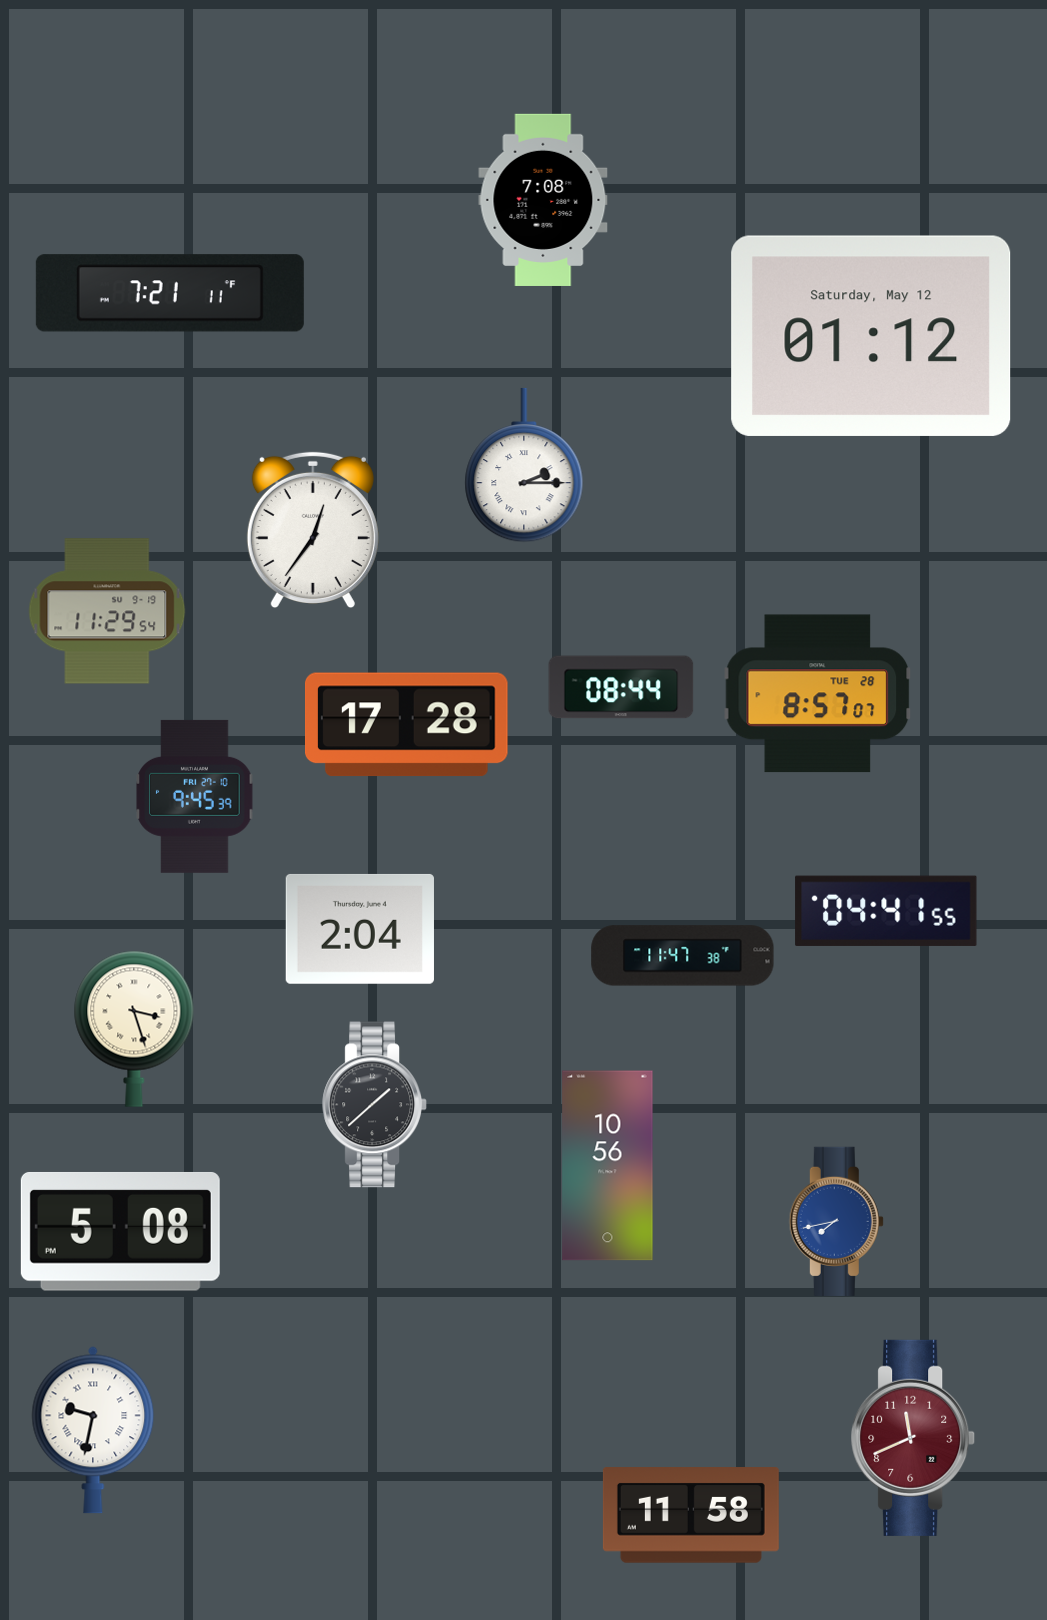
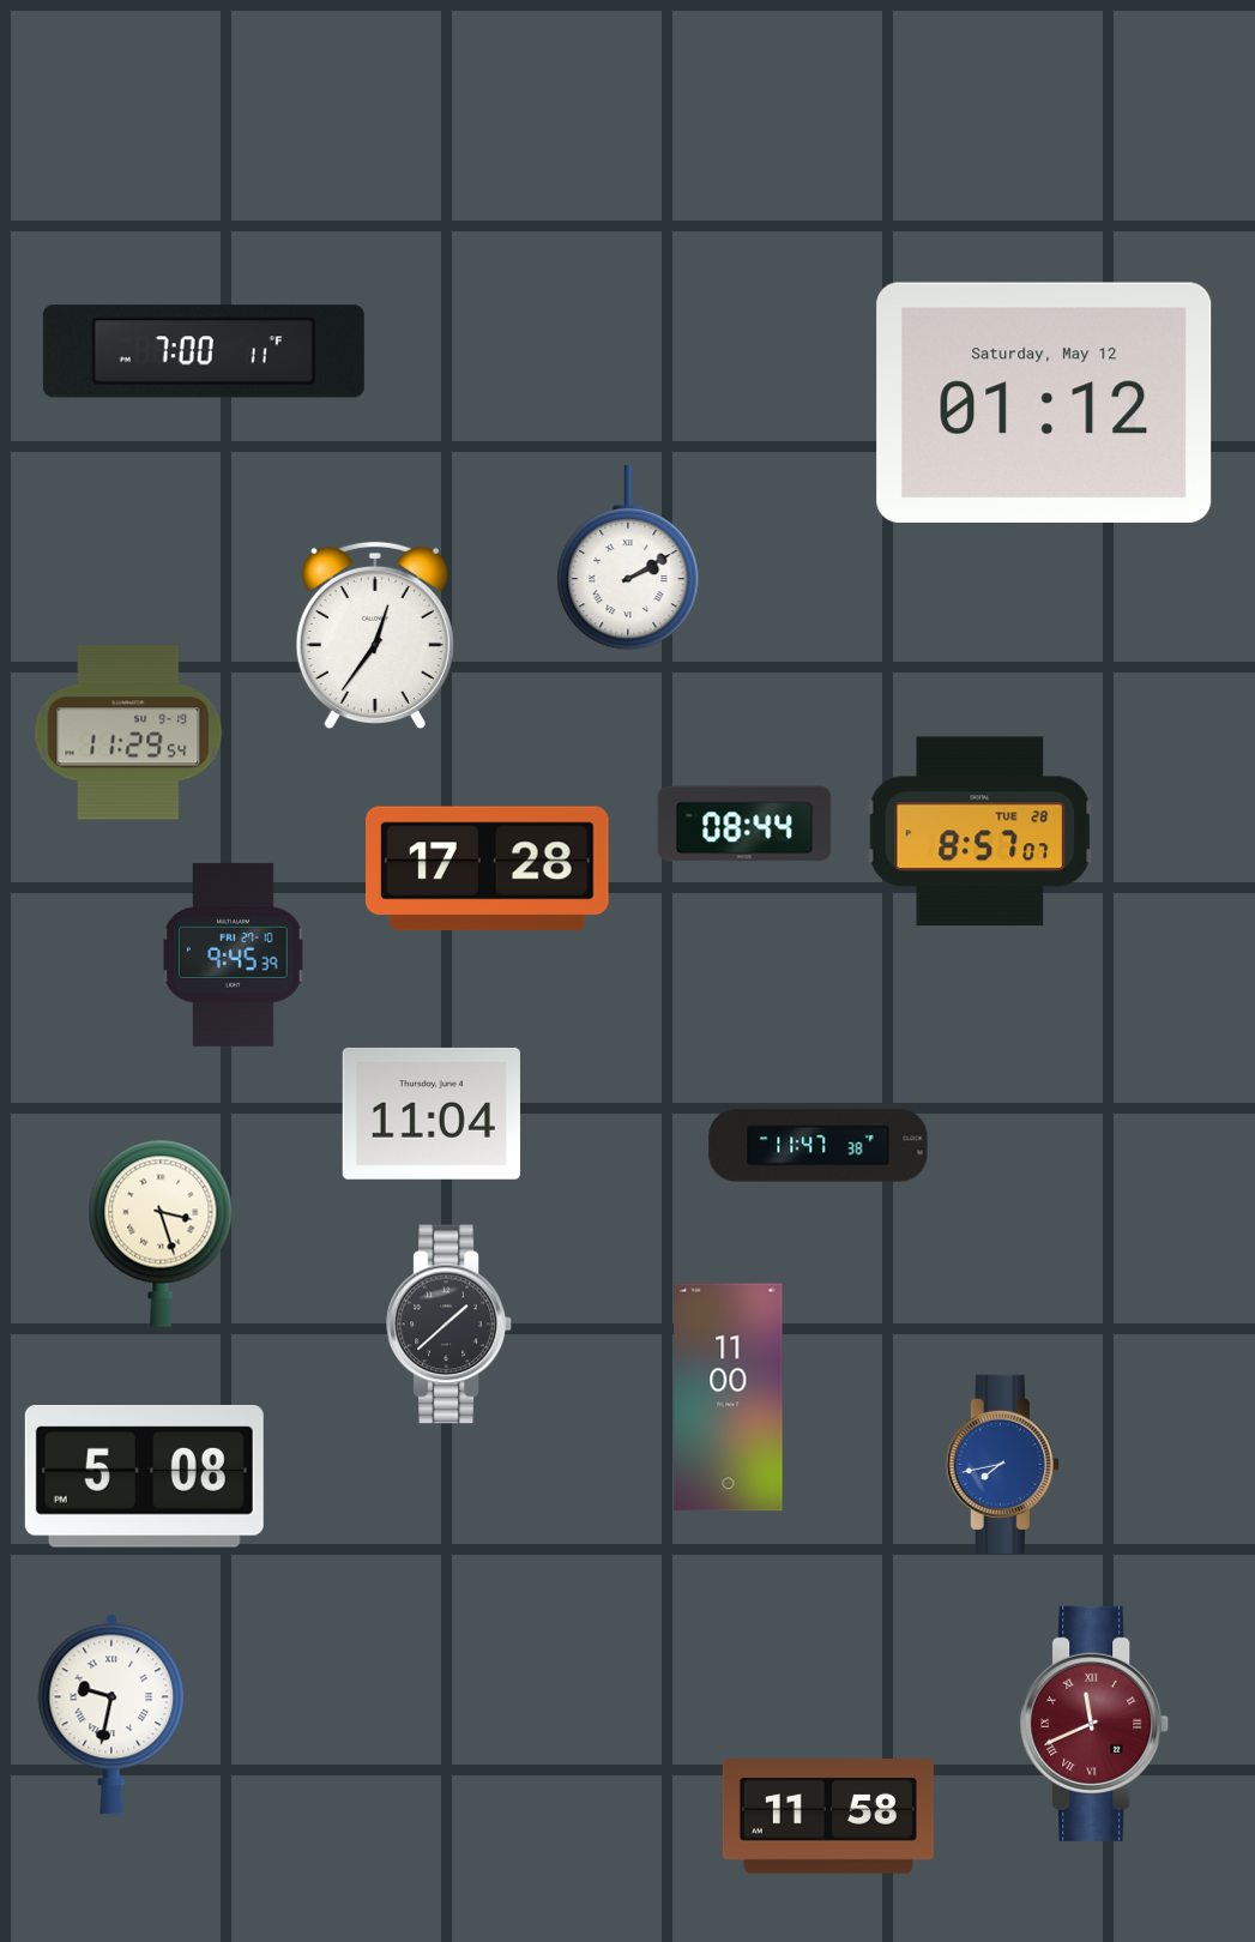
clock at (543, 200): 7:08 -> none
clock at (170, 293): 7:21 -> 7:00
clock at (524, 465): 2:15 -> 2:10
clock at (886, 911): 04:41 -> none
clock at (360, 929): 2:04 -> 11:04
clock at (608, 1166): 10:56 -> 11:00
clock at (914, 1438) numerals: Arabic -> Roman
